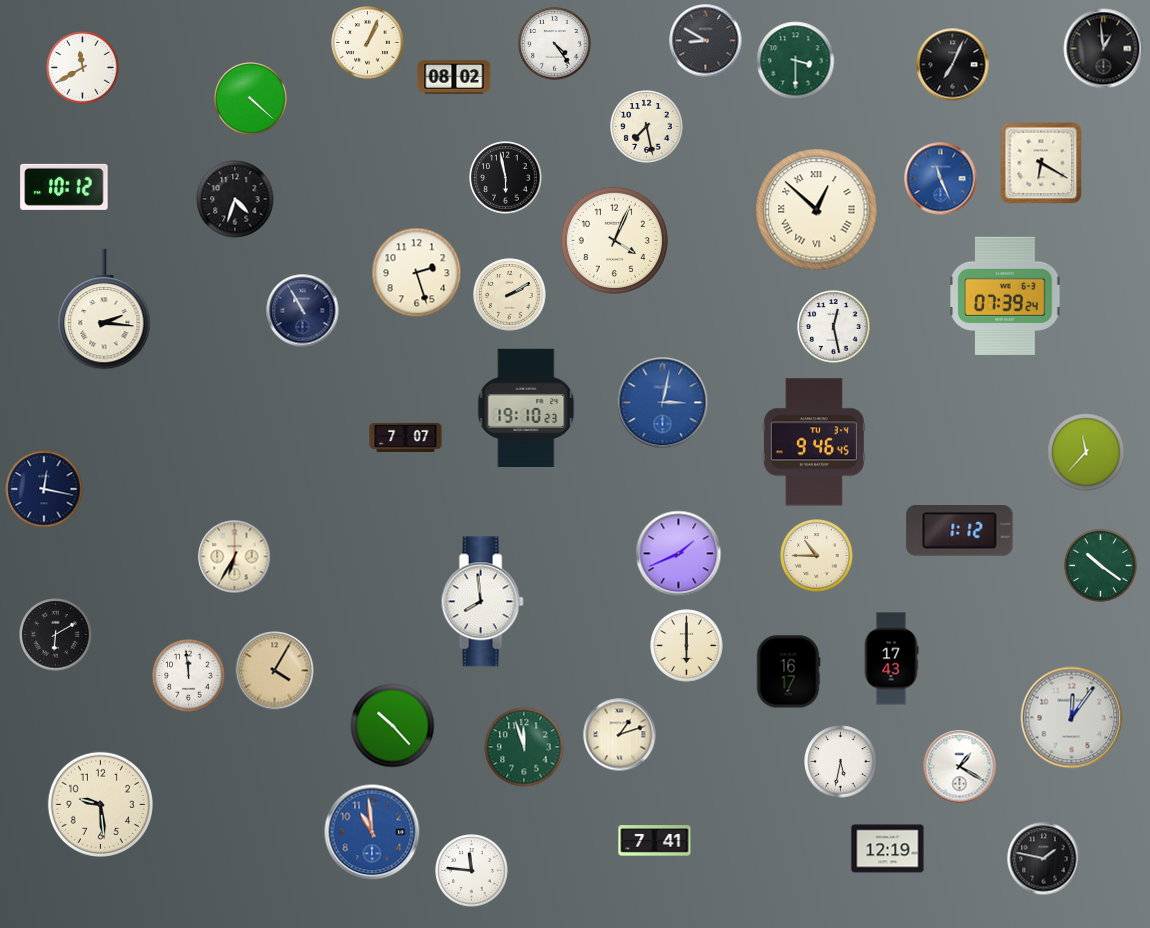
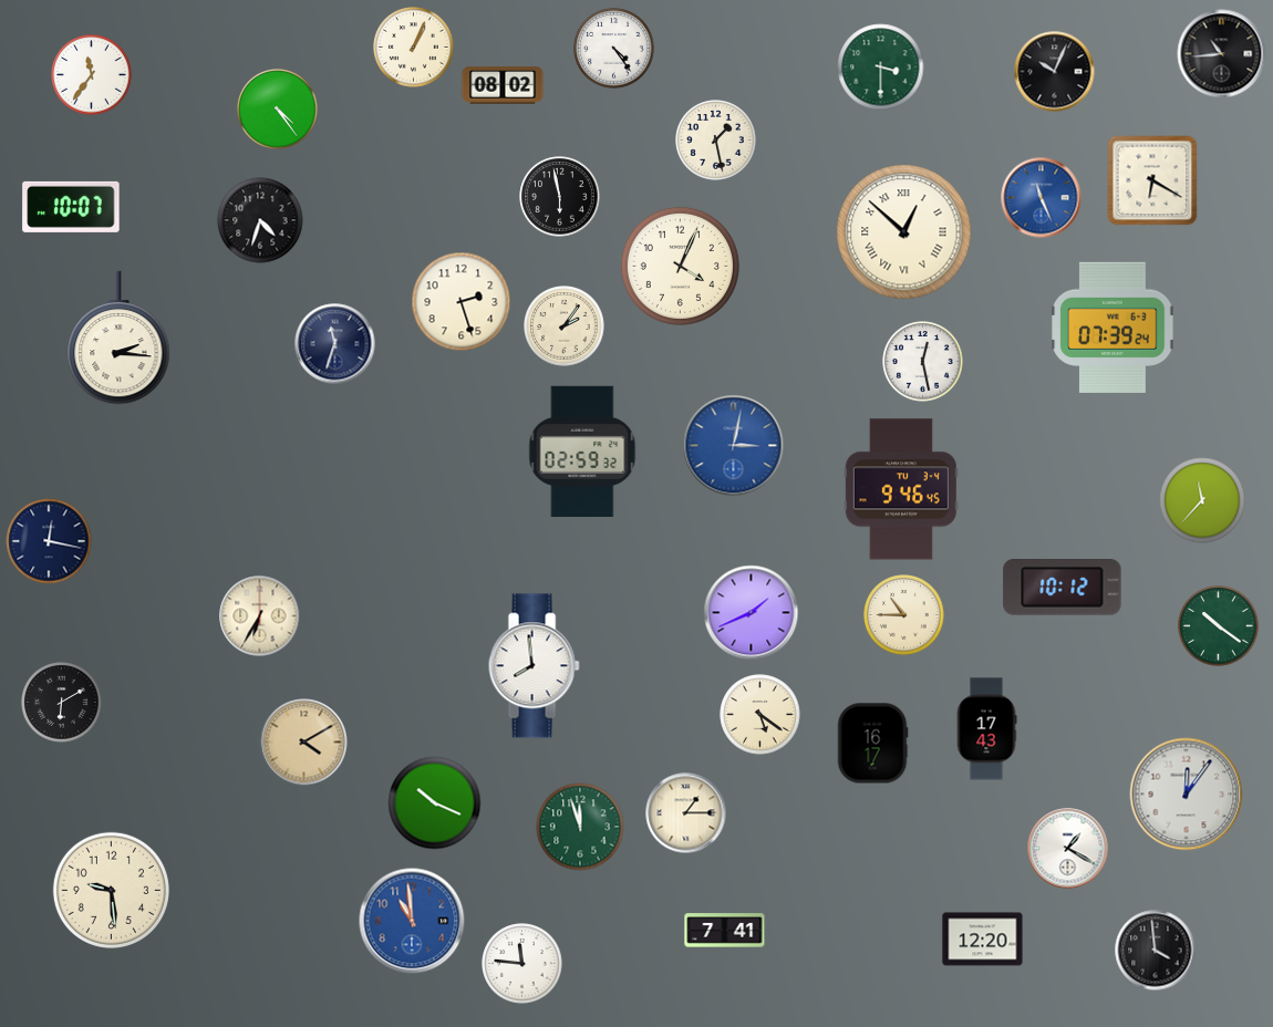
clock at (706, 41): 8:50 -> none
clock at (368, 43) position: (368, 43) -> (414, 48)
clock at (1104, 49): 12:59 -> 10:44
clock at (953, 65): 7:04 -> 10:04
clock at (83, 68): 11:40 -> 11:36
clock at (251, 99): 4:22 -> 4:24
clock at (647, 127): 7:28 -> 1:28
clock at (64, 187): 10:12 -> 10:07
clock at (510, 295): 2:10 -> 2:06
clock at (104, 309) position: (104, 309) -> (118, 338)
clock at (303, 311): 10:55 -> 11:33
clock at (526, 407): 19:10 -> 02:59
clock at (406, 437): 7:07 -> none
clock at (960, 531): 1:12 -> 10:12
clock at (687, 646): 6:00 -> 5:21
clock at (275, 671): 4:05 -> 4:10
clock at (189, 676): 11:59 -> none
clock at (393, 726): 10:23 -> 10:19
clock at (620, 735): 1:12 -> 1:15
clock at (841, 762): 5:32 -> none
clock at (960, 767) position: (960, 767) -> (1068, 849)
clock at (888, 849): 12:19 -> 12:20
clock at (1044, 859): 1:47 -> 3:59
